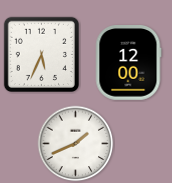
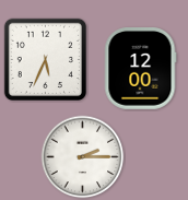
clock at (76, 144): 1:41 -> 2:15
